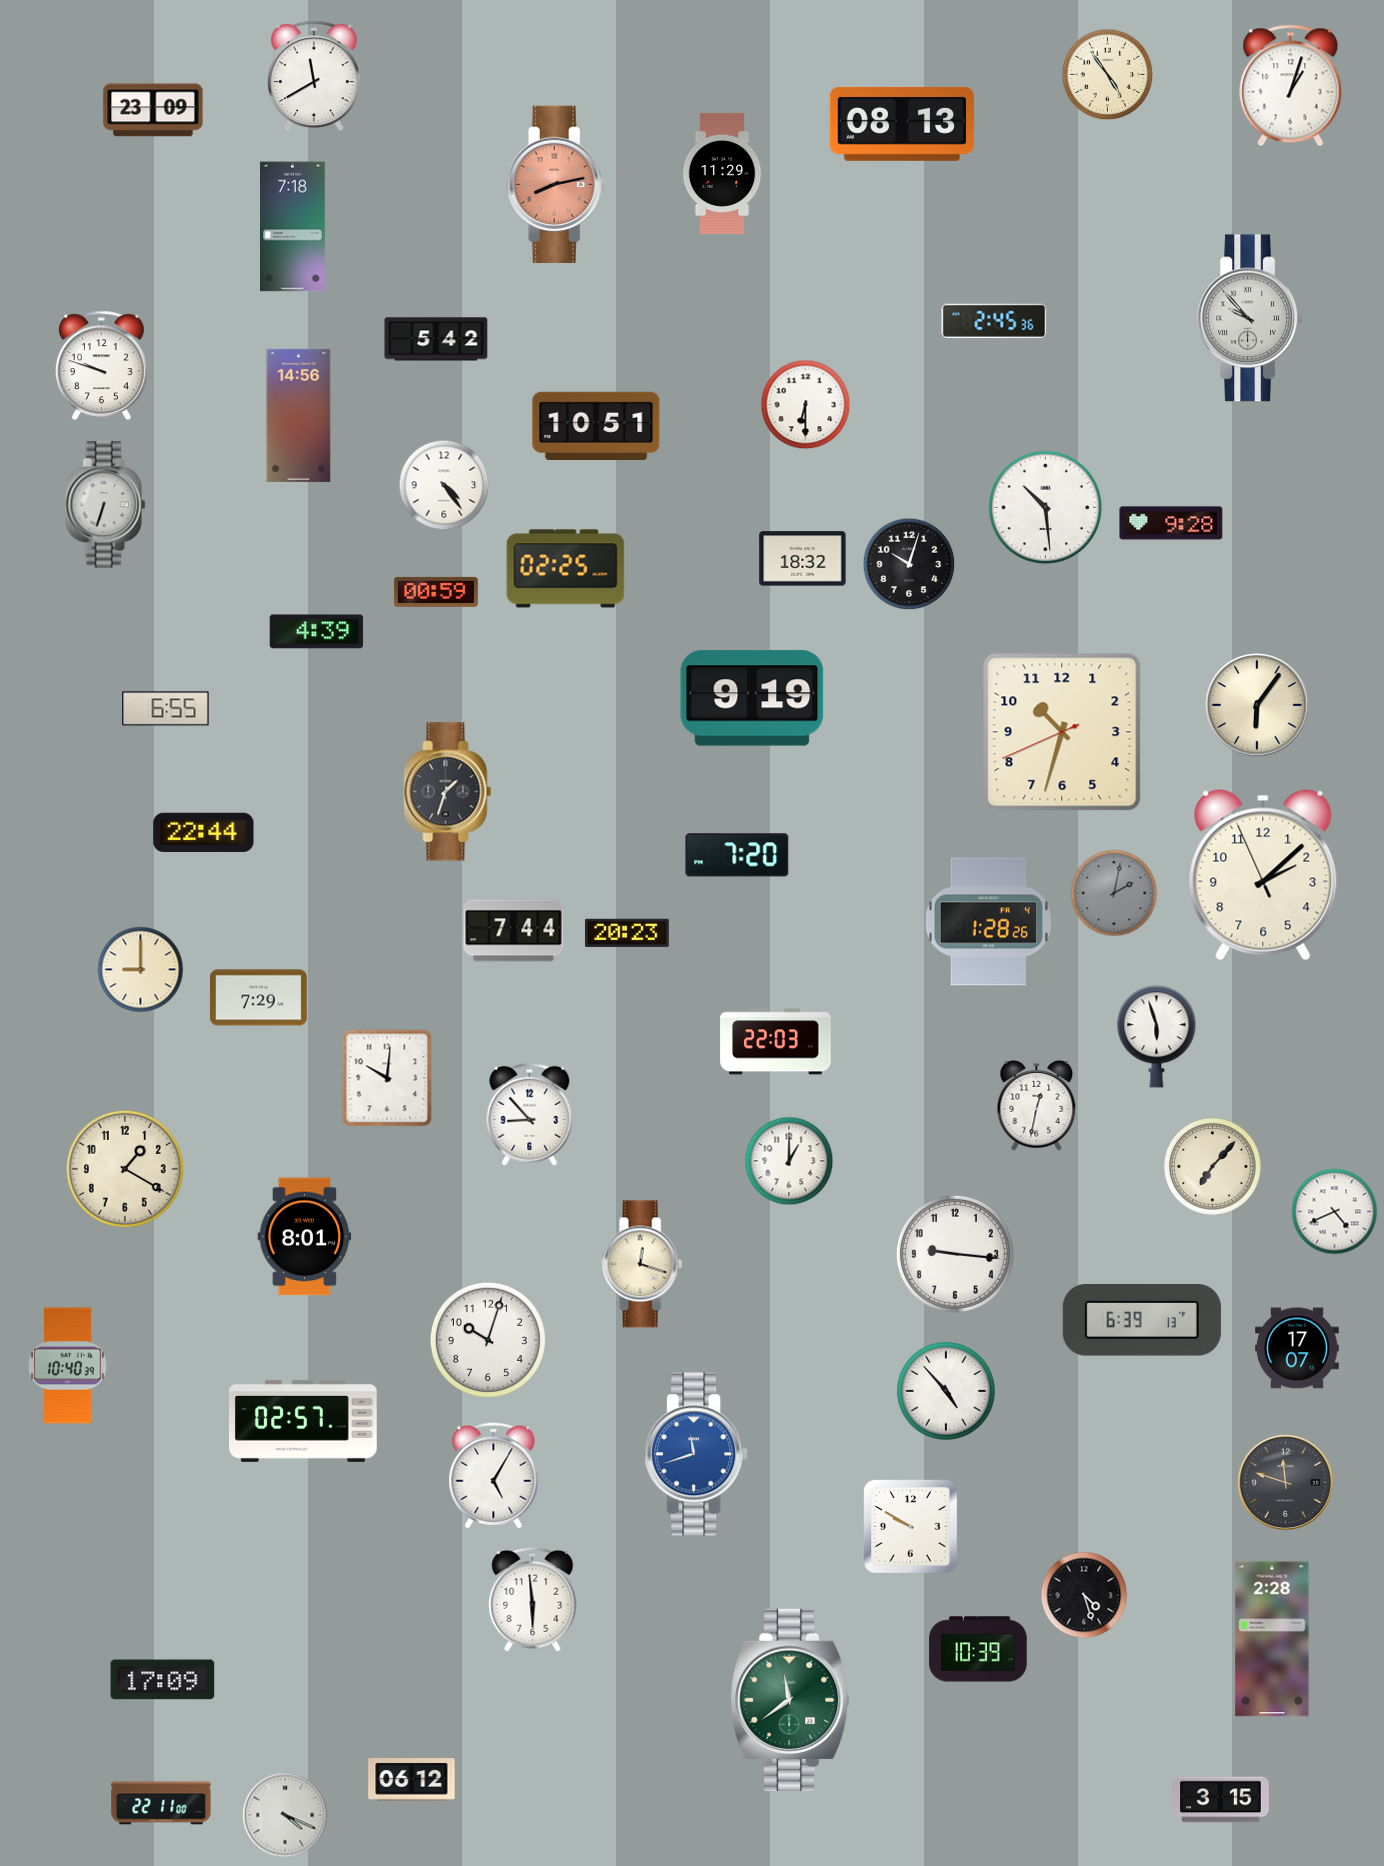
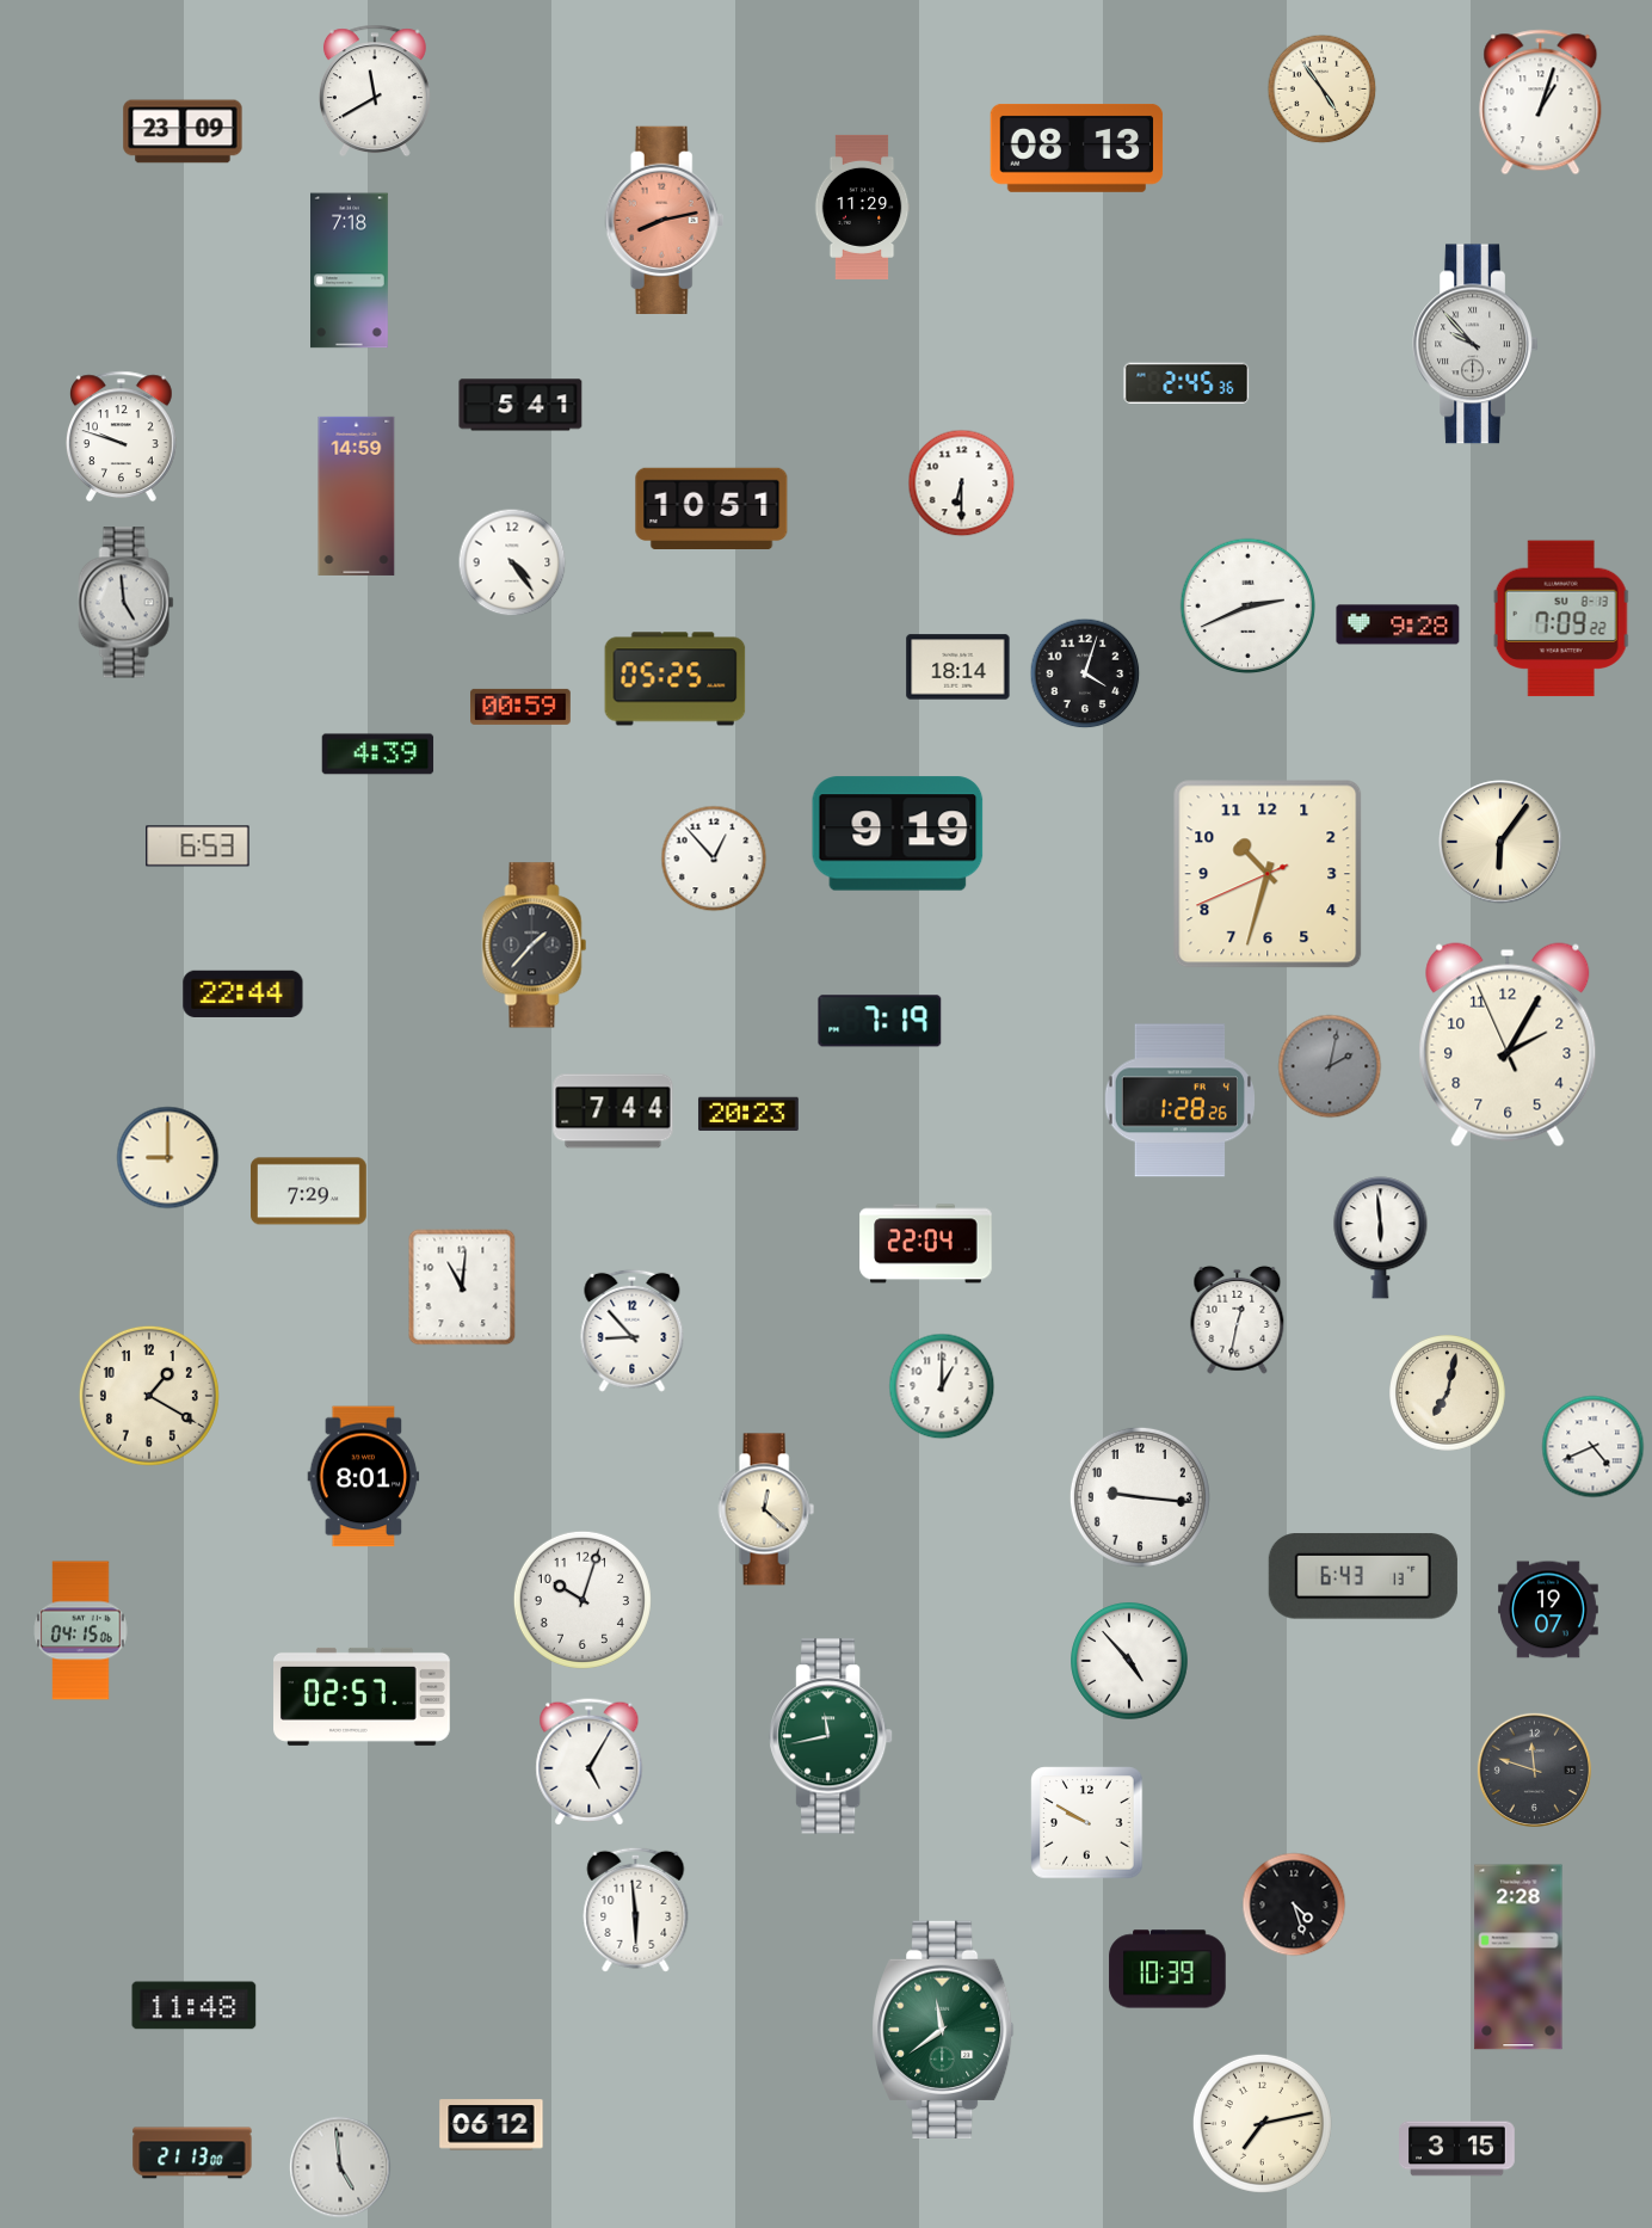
clock at (1250, 318) position: (1250, 318) -> (1475, 344)
clock at (436, 339): 5:42 -> 5:41
clock at (299, 415): 14:56 -> 14:59
clock at (444, 485) position: (444, 485) -> (512, 562)
clock at (106, 505): 6:33 -> 4:59
clock at (1046, 508): 10:29 -> 2:41
clock at (1561, 618): none -> 7:09
clock at (803, 559): 18:32 -> 18:14
clock at (909, 564): 10:03 -> 4:03
clock at (566, 569): 02:25 -> 05:25
clock at (166, 709): 6:55 -> 6:53
clock at (714, 858): none -> 12:53
clock at (448, 792): 1:33 -> 1:37
clock at (737, 855): 7:20 -> 7:19
clock at (1263, 875): 2:07 -> 2:04
clock at (1157, 1037): 5:57 -> 5:59
clock at (776, 1042): 22:03 -> 22:04
clock at (387, 1078): 10:01 -> 11:01
clock at (1213, 1167): 7:07 -> 7:02
clock at (642, 1264): 12:18 -> 12:22
clock at (1142, 1320): 6:39 -> 6:43
clock at (1298, 1348): 17:07 -> 19:07
clock at (68, 1366): 10:40 -> 04:15
clock at (697, 1454): 11:42 -> 11:43
clock at (697, 1454) dial: blue -> green
clock at (163, 1680): 17:09 -> 11:48
clock at (1262, 2123): none -> 7:13
clock at (161, 1803): 22:11 -> 21:13
clock at (285, 1815): 4:19 -> 4:59
